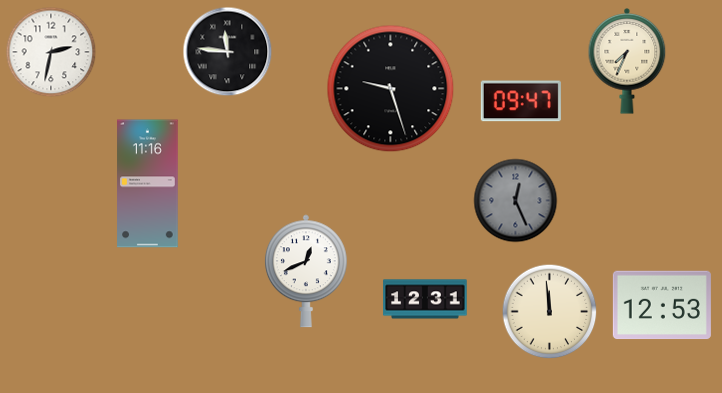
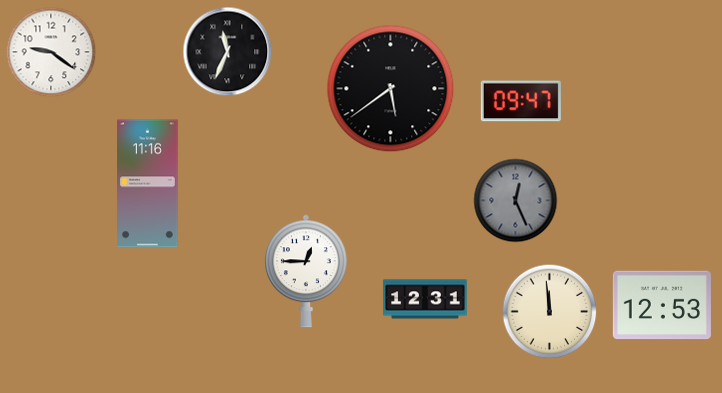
clock at (51, 52): 2:32 -> 9:21
clock at (228, 52): 11:46 -> 11:34
clock at (627, 62): 7:34 -> none
clock at (391, 89): 9:27 -> 5:39
clock at (306, 271): 12:41 -> 12:45
